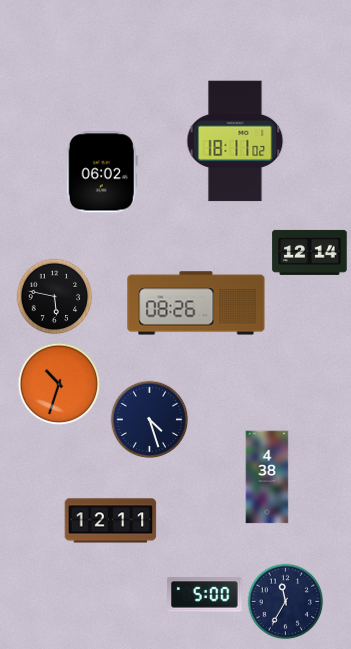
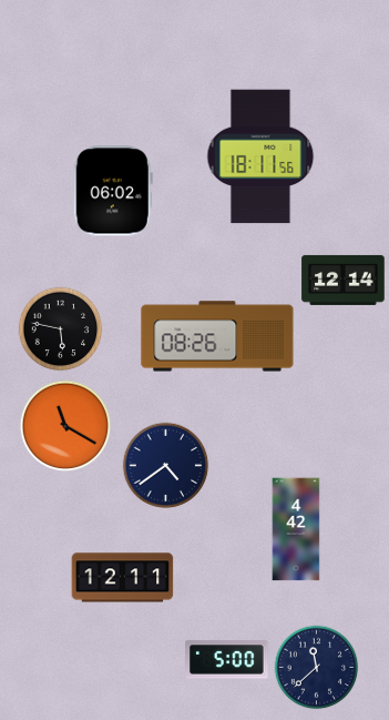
clock at (235, 141): 18:11:02 -> 18:11:56
clock at (59, 384): 10:33 -> 11:20
clock at (150, 420): 4:27 -> 4:39
clock at (267, 477): 4:38 -> 4:42
clock at (286, 602): 11:35 -> 11:38
